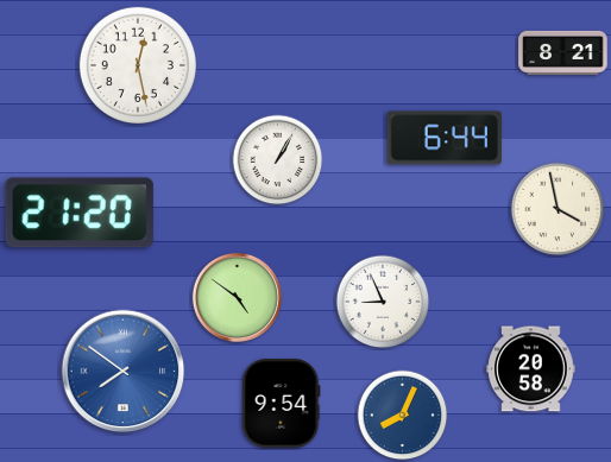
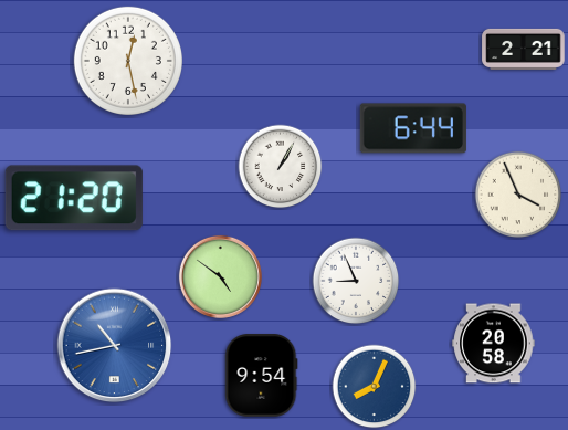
clock at (563, 52): 8:21 -> 2:21
clock at (278, 160) position: (278, 160) -> (281, 167)
clock at (558, 209): 3:58 -> 3:56
clock at (124, 372): 7:51 -> 10:43
